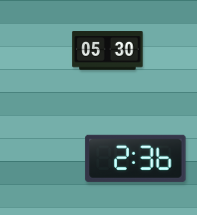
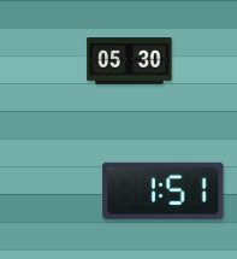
clock at (136, 158): 2:36 -> 1:51
